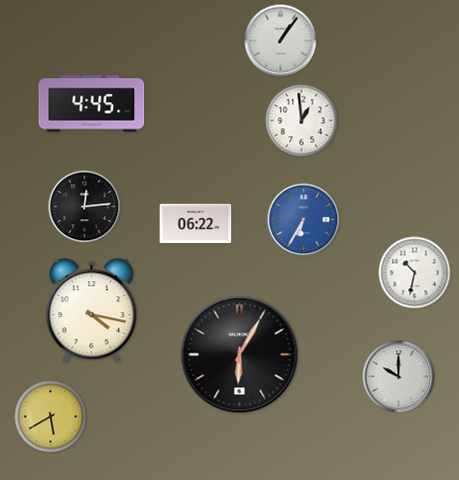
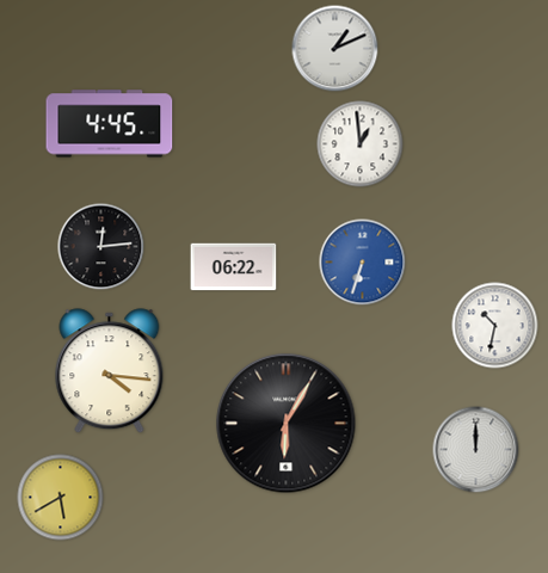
clock at (281, 41): 1:06 -> 1:11
clock at (304, 220): 6:35 -> 6:33
clock at (92, 311): 4:17 -> 4:16
clock at (399, 377): 10:00 -> 12:00
